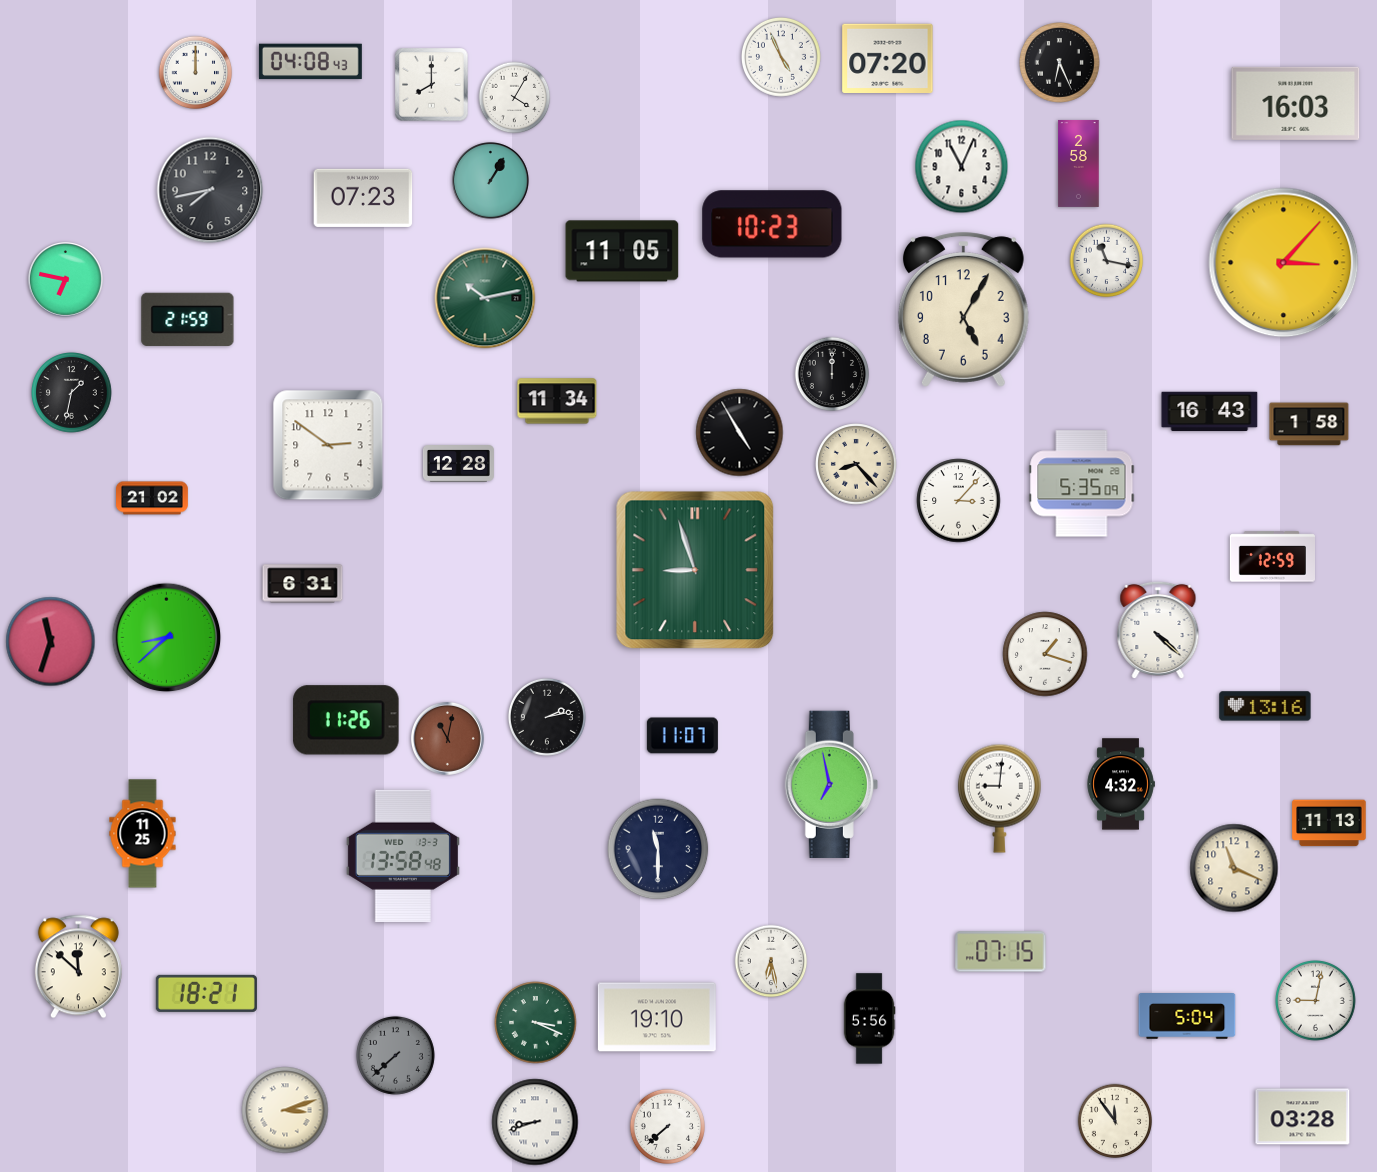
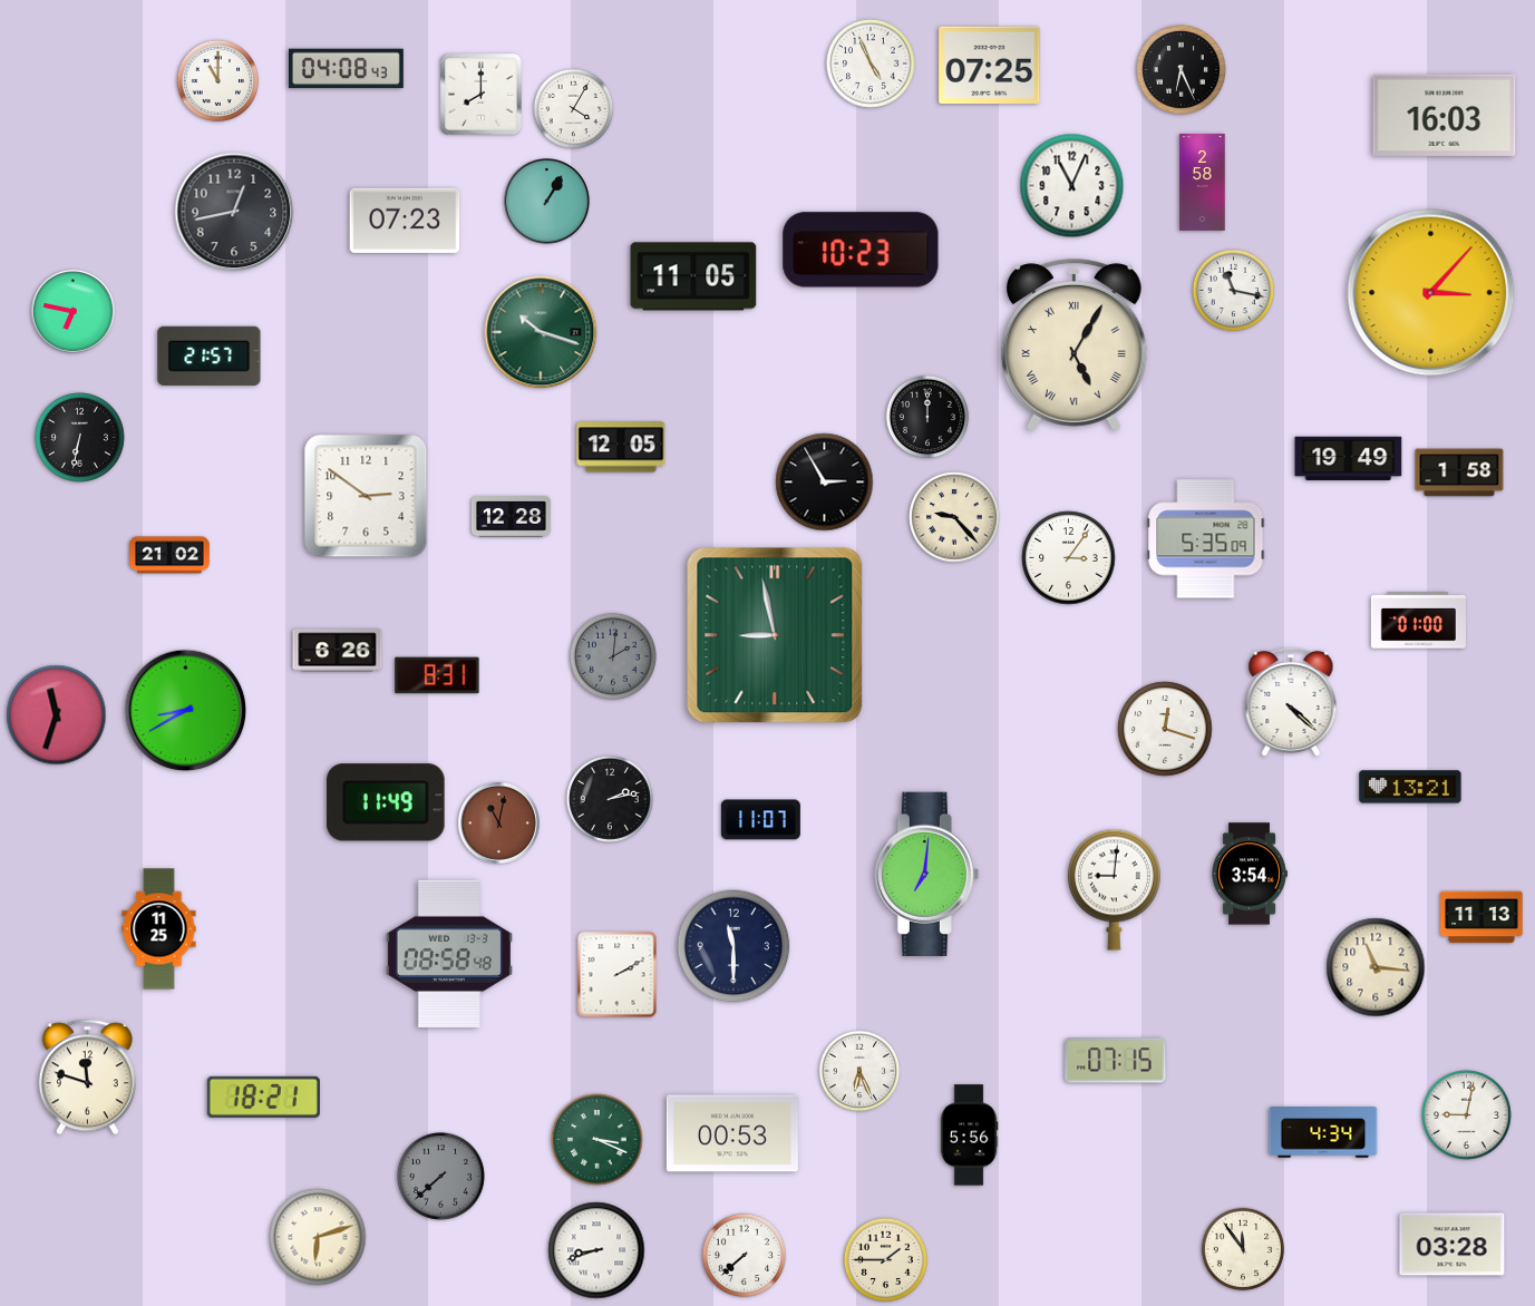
clock at (888, 58): 07:20 -> 07:25
clock at (196, 73): 12:00 -> 11:00
clock at (210, 190): 7:43 -> 12:43
clock at (622, 251) position: (622, 251) -> (693, 276)
clock at (485, 298): 10:13 -> 10:18
clock at (963, 310) numerals: Arabic -> Roman
clock at (188, 319): 21:59 -> 21:57
clock at (72, 393): 1:32 -> 6:32
clock at (557, 401): 11:34 -> 12:05
clock at (1210, 412): 16:43 -> 19:49
clock at (740, 433): 4:55 -> 2:55
clock at (856, 464): 8:23 -> 9:23
clock at (959, 501): 3:07 -> 3:06
clock at (1272, 557): 12:59 -> 01:00
clock at (695, 570): 8:57 -> 8:58
clock at (303, 584): 6:31 -> 6:26
clock at (613, 656): none -> 2:01
clock at (437, 675): none -> 8:31
clock at (167, 638): 8:38 -> 8:40
clock at (1045, 654): 1:18 -> 12:18
clock at (1265, 706): 13:16 -> 13:21
clock at (346, 720): 11:26 -> 11:49
clock at (831, 784): 6:58 -> 7:01
clock at (1121, 784): 4:32 -> 3:54
clock at (403, 856): 13:58 -> 08:58
clock at (1234, 868): 11:19 -> 11:16
clock at (618, 975): none -> 2:10
clock at (771, 961): 6:28 -> 6:26
clock at (78, 967): 11:52 -> 11:48
clock at (206, 993) position: (206, 993) -> (263, 1097)
clock at (657, 1017): 19:10 -> 00:53
clock at (1187, 1017): 5:04 -> 4:34
clock at (285, 1110): 3:12 -> 6:12
clock at (885, 1259): none -> 1:45
